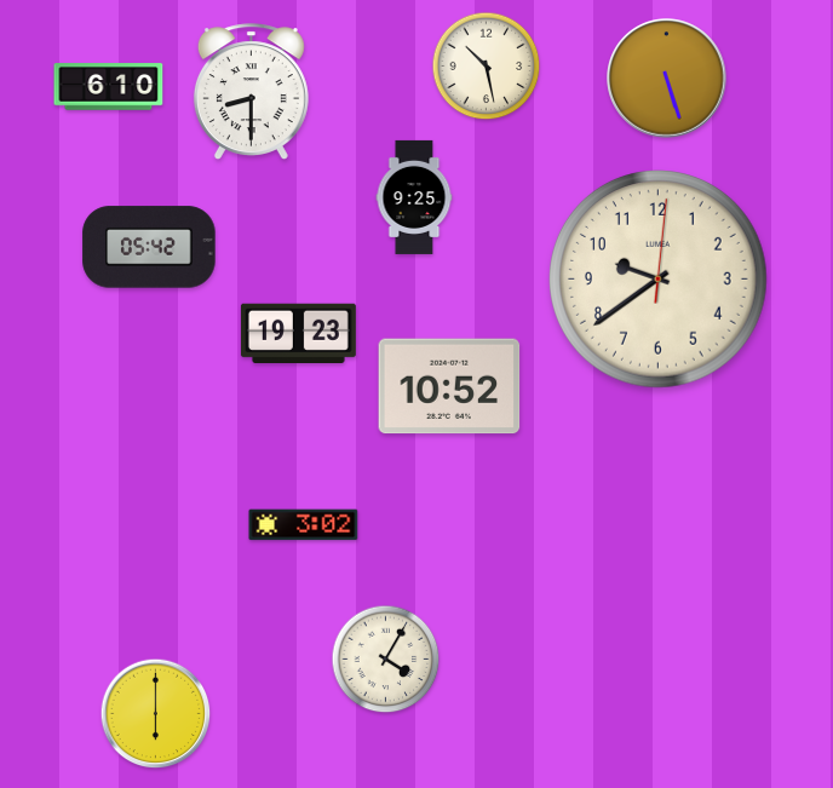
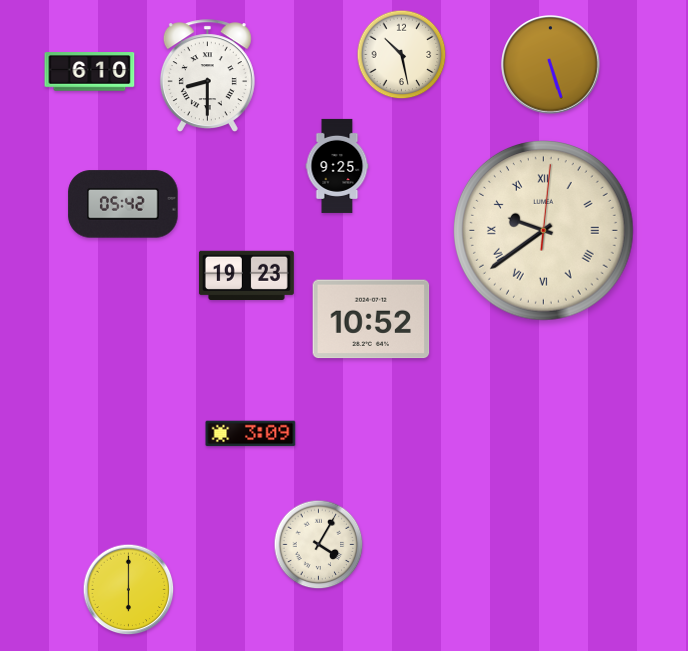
clock at (414, 197) position: (414, 197) -> (337, 166)
clock at (659, 280) numerals: Arabic -> Roman
clock at (304, 525): 3:02 -> 3:09
